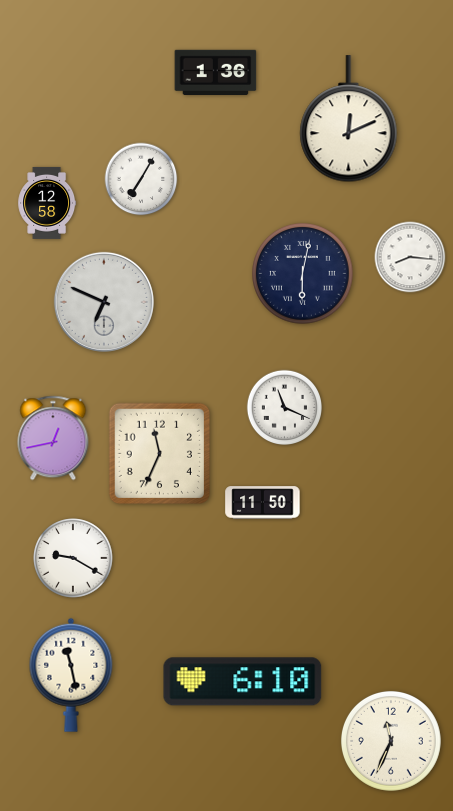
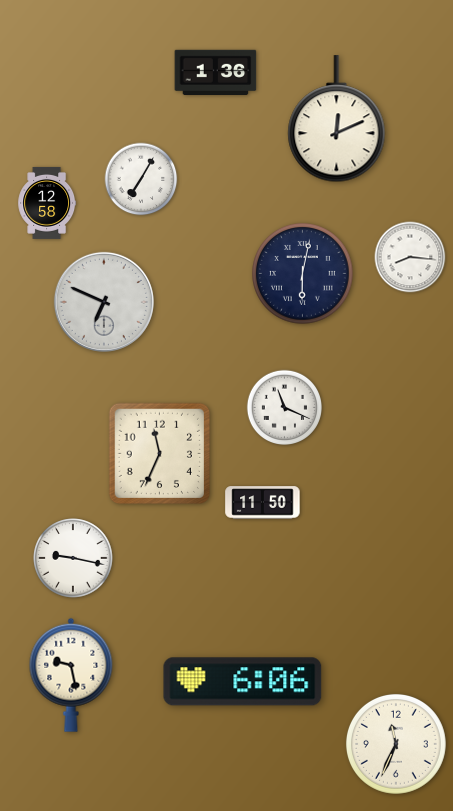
clock at (349, 119) position: (349, 119) -> (337, 119)
clock at (53, 438): 12:43 -> none
clock at (73, 558): 9:20 -> 9:17
clock at (71, 675): 11:28 -> 9:28
clock at (243, 682): 6:10 -> 6:06
clock at (391, 741) position: (391, 741) -> (396, 744)
